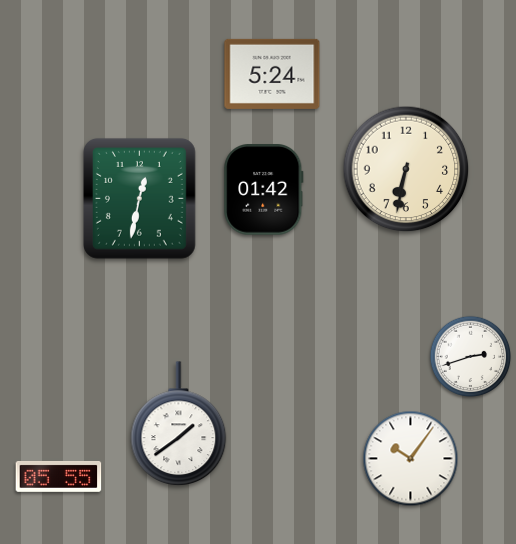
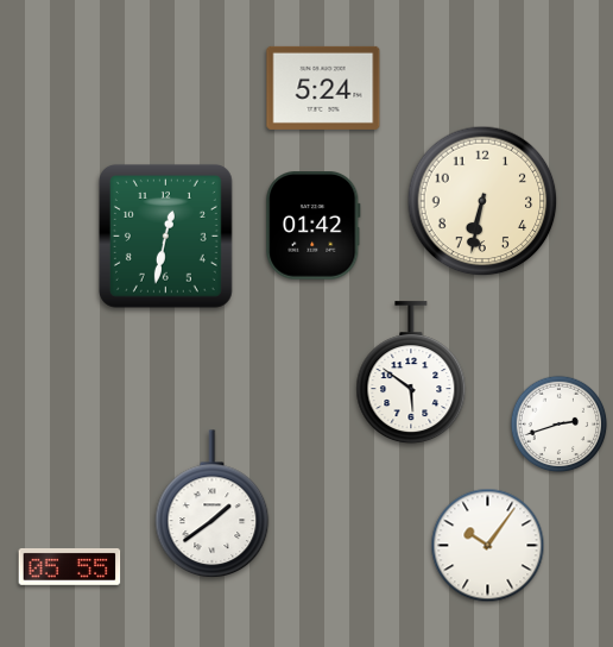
clock at (411, 373): none -> 5:51
